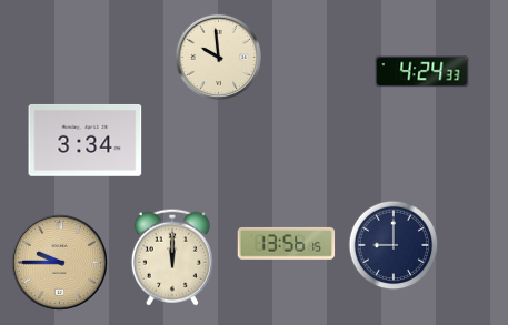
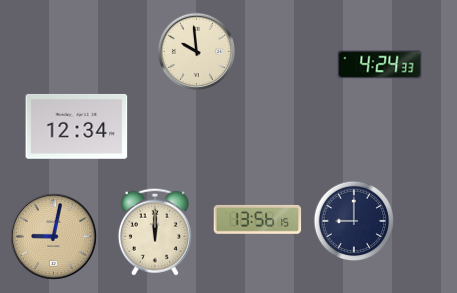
clock at (86, 140): 3:34 -> 12:34
clock at (60, 263): 9:45 -> 9:02
